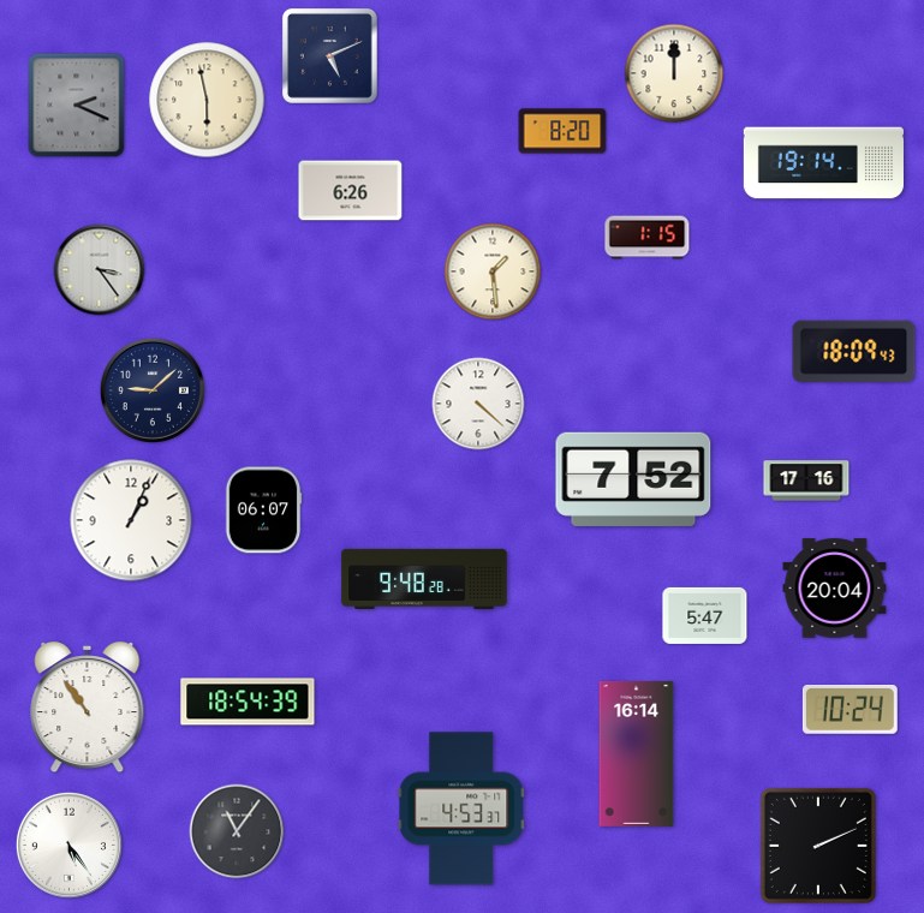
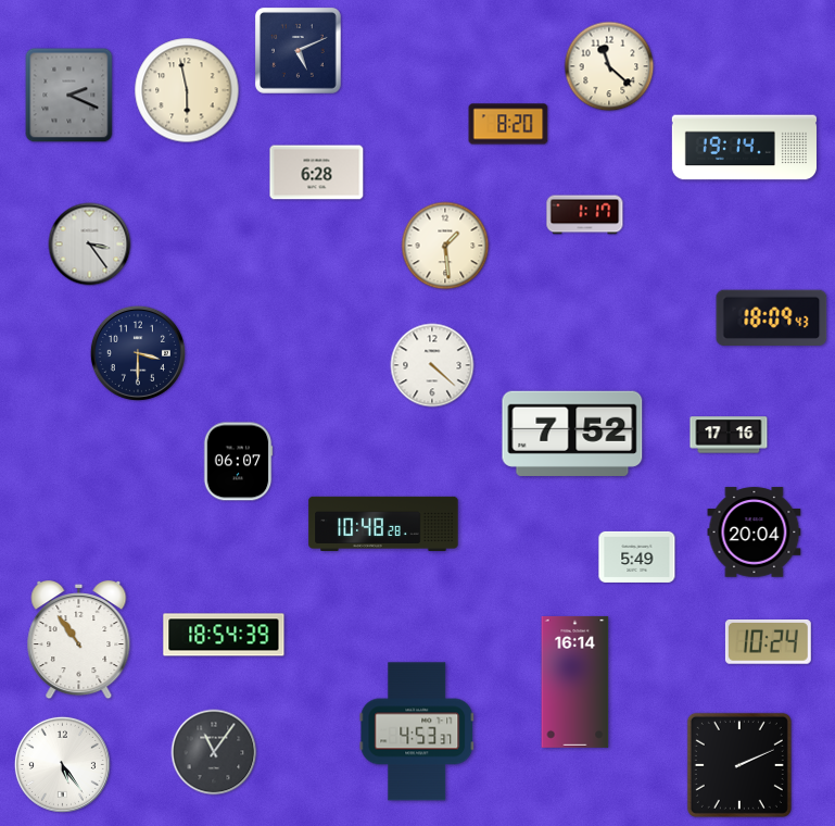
clock at (674, 73): 12:00 -> 11:22
clock at (562, 131) position: (562, 131) -> (508, 124)
clock at (351, 191): 6:26 -> 6:28
clock at (648, 238): 1:15 -> 1:17
clock at (153, 390): 9:08 -> 3:30
clock at (131, 520): 1:04 -> none
clock at (424, 578): 9:48 -> 10:48
clock at (705, 615): 5:47 -> 5:49
